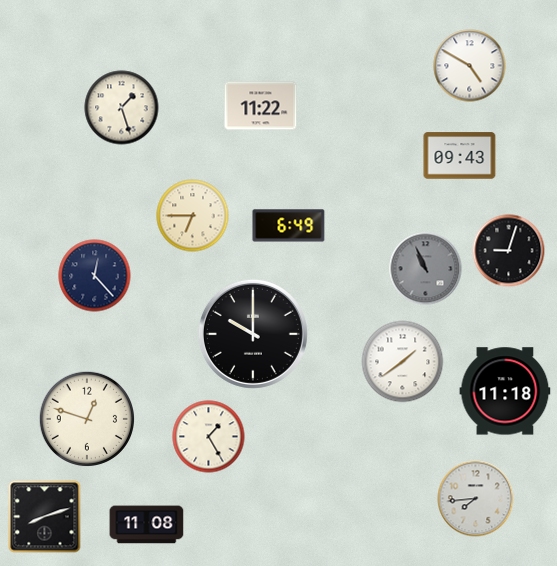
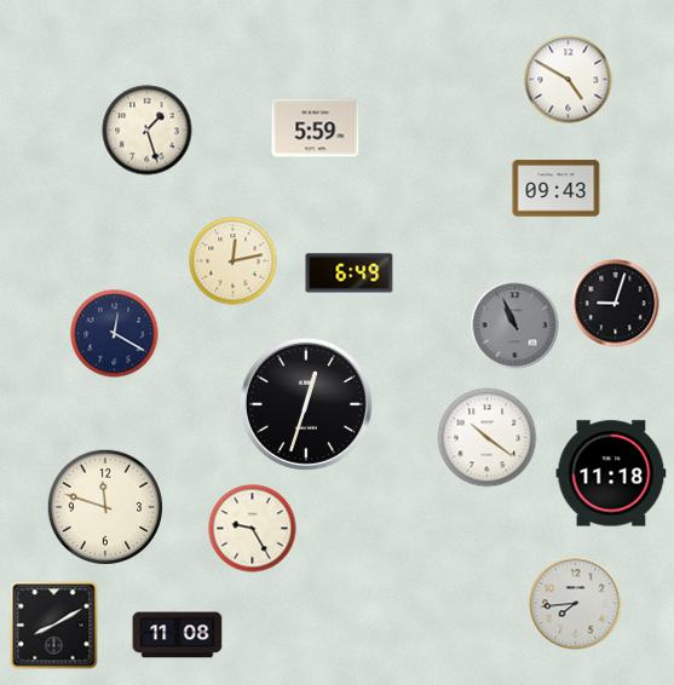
clock at (261, 106): 11:22 -> 5:59
clock at (193, 216): 6:45 -> 12:13
clock at (95, 276): 12:23 -> 12:20
clock at (253, 334): 10:00 -> 12:33
clock at (403, 362): 1:39 -> 10:21
clock at (86, 418): 12:48 -> 11:48
clock at (209, 437): 1:25 -> 9:25
clock at (45, 517): 8:12 -> 8:10
